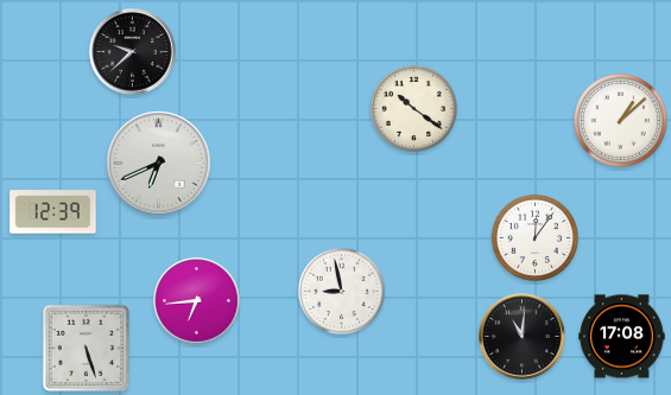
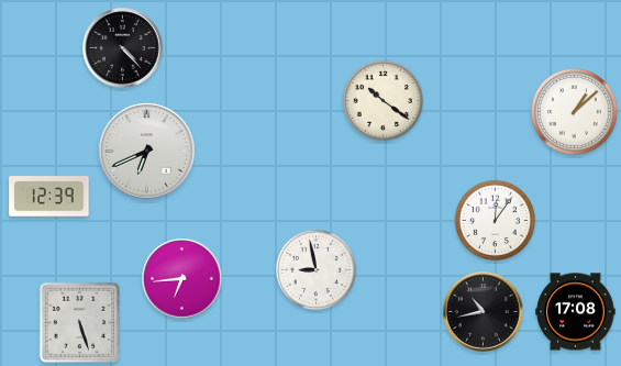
clock at (133, 52): 9:38 -> 4:23
clock at (523, 337): 11:01 -> 10:43
